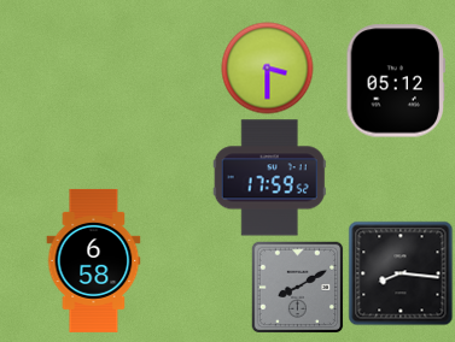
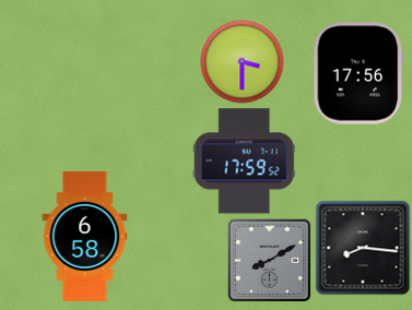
clock at (396, 81): 05:12 -> 17:56
